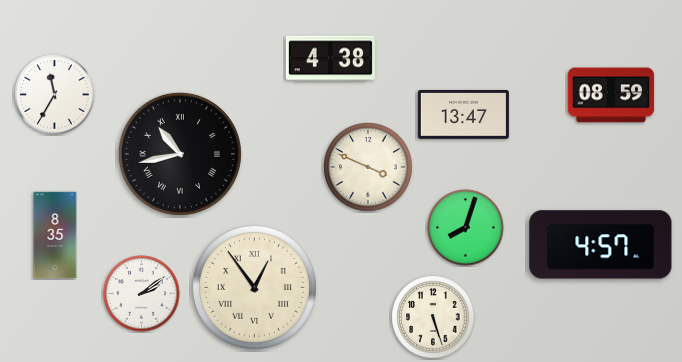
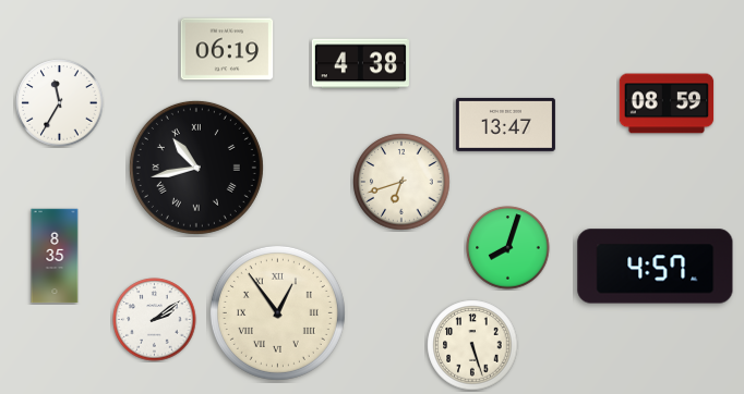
clock at (227, 49): none -> 06:19
clock at (368, 167): 3:49 -> 6:42
clock at (55, 235) position: (55, 235) -> (55, 256)
